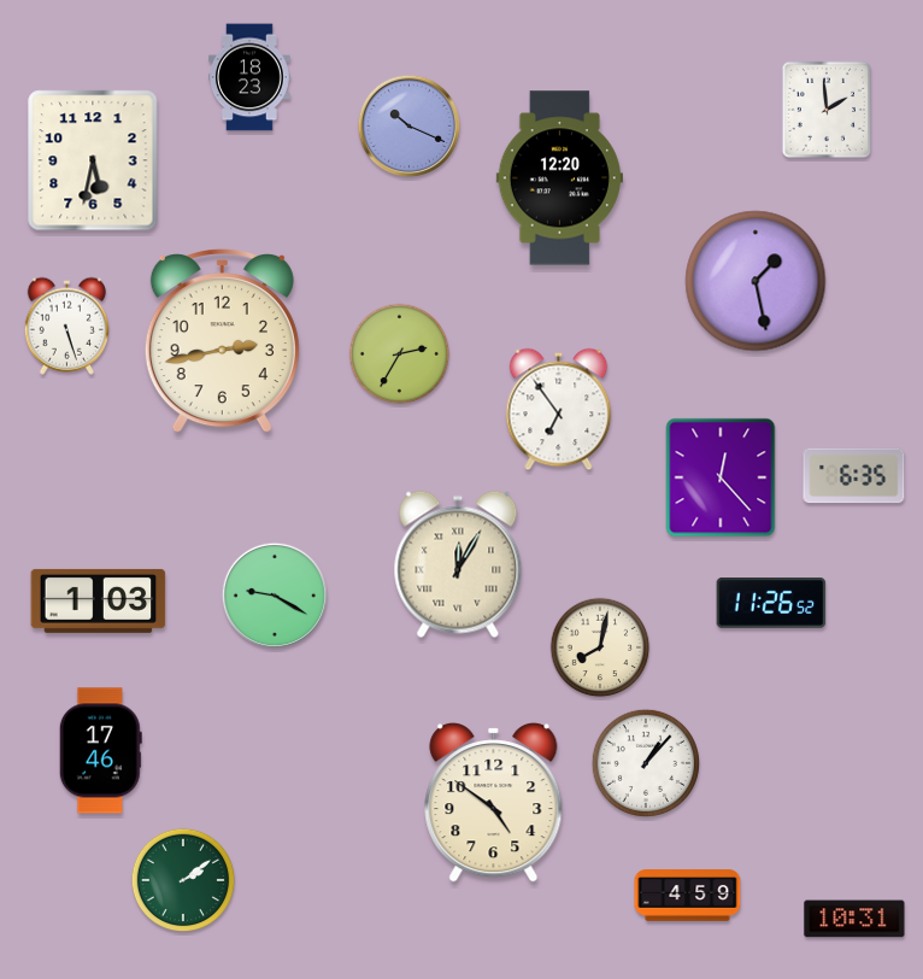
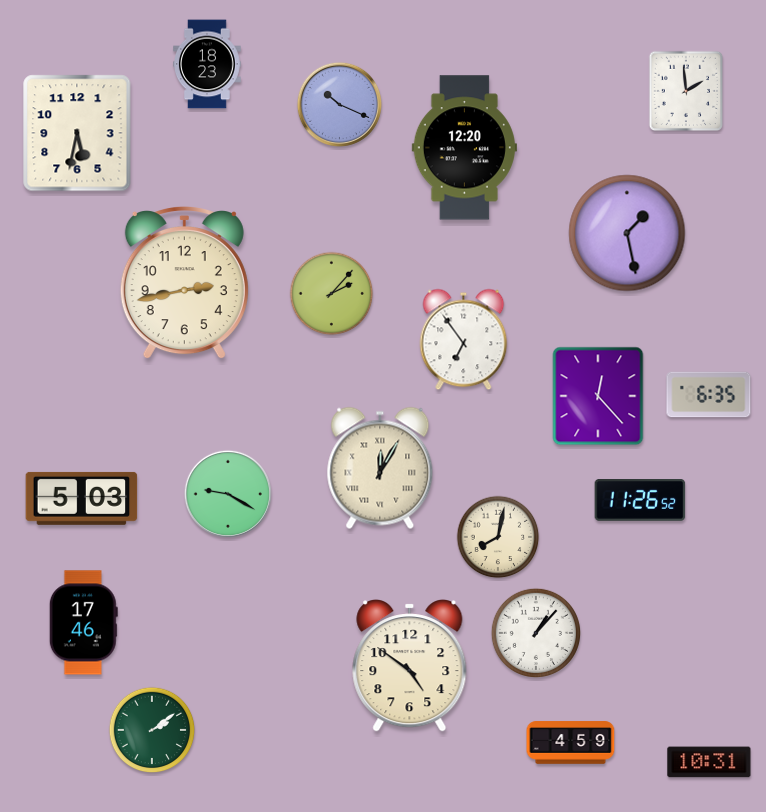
clock at (66, 326): 5:27 -> none
clock at (400, 354): 2:35 -> 2:07
clock at (99, 600): 1:03 -> 5:03
